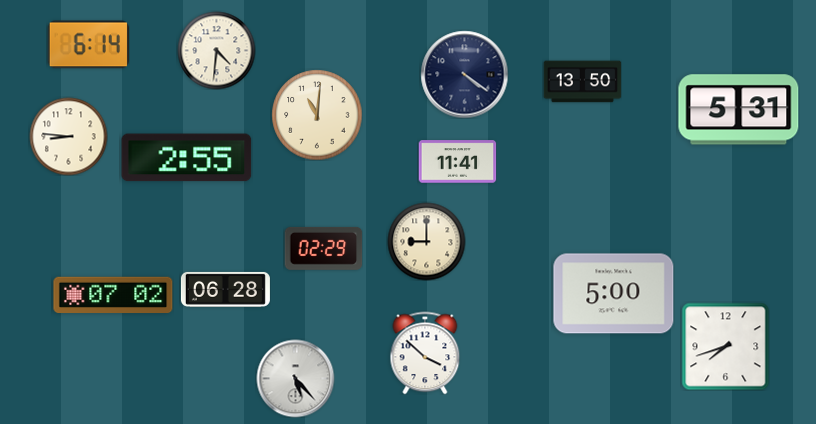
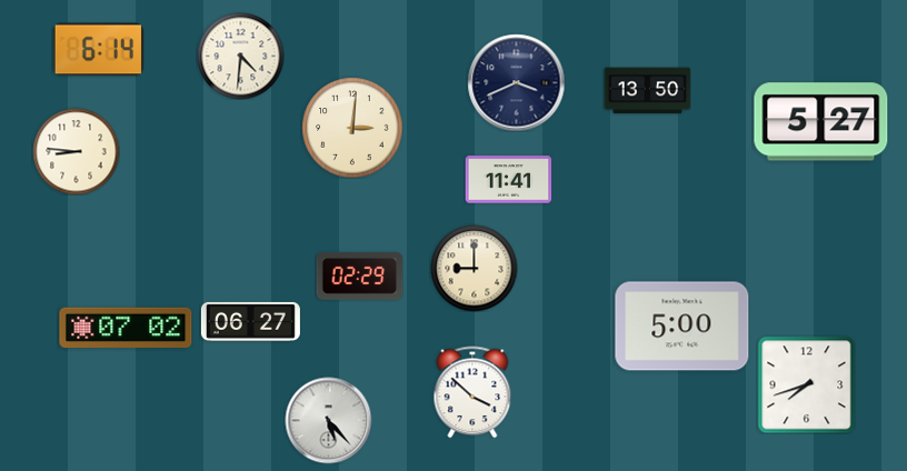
clock at (464, 74): 4:21 -> 3:41
clock at (739, 110): 5:31 -> 5:27
clock at (317, 115): 11:01 -> 3:01
clock at (187, 158): 2:55 -> none
clock at (225, 289): 06:28 -> 06:27
